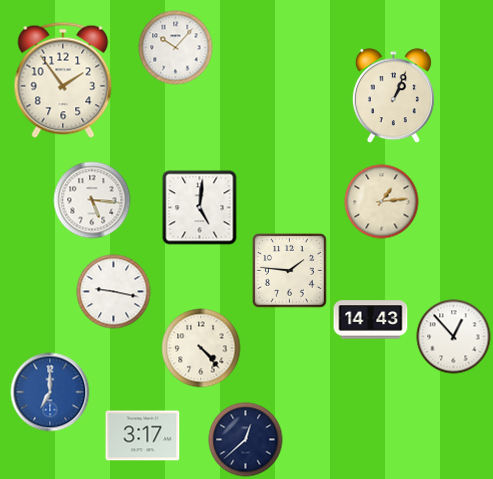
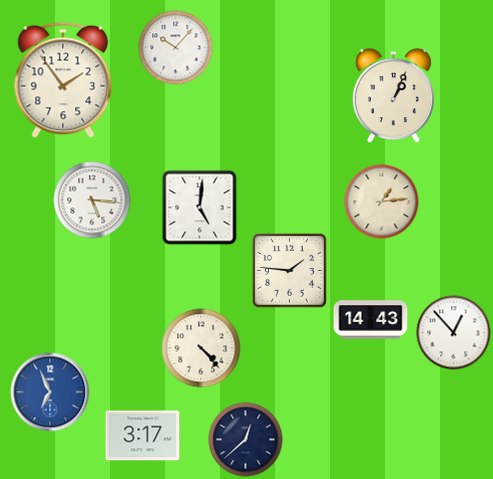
clock at (114, 292): 9:17 -> none
clock at (454, 337) position: (454, 337) -> (454, 333)
clock at (50, 392): 7:00 -> 6:56
